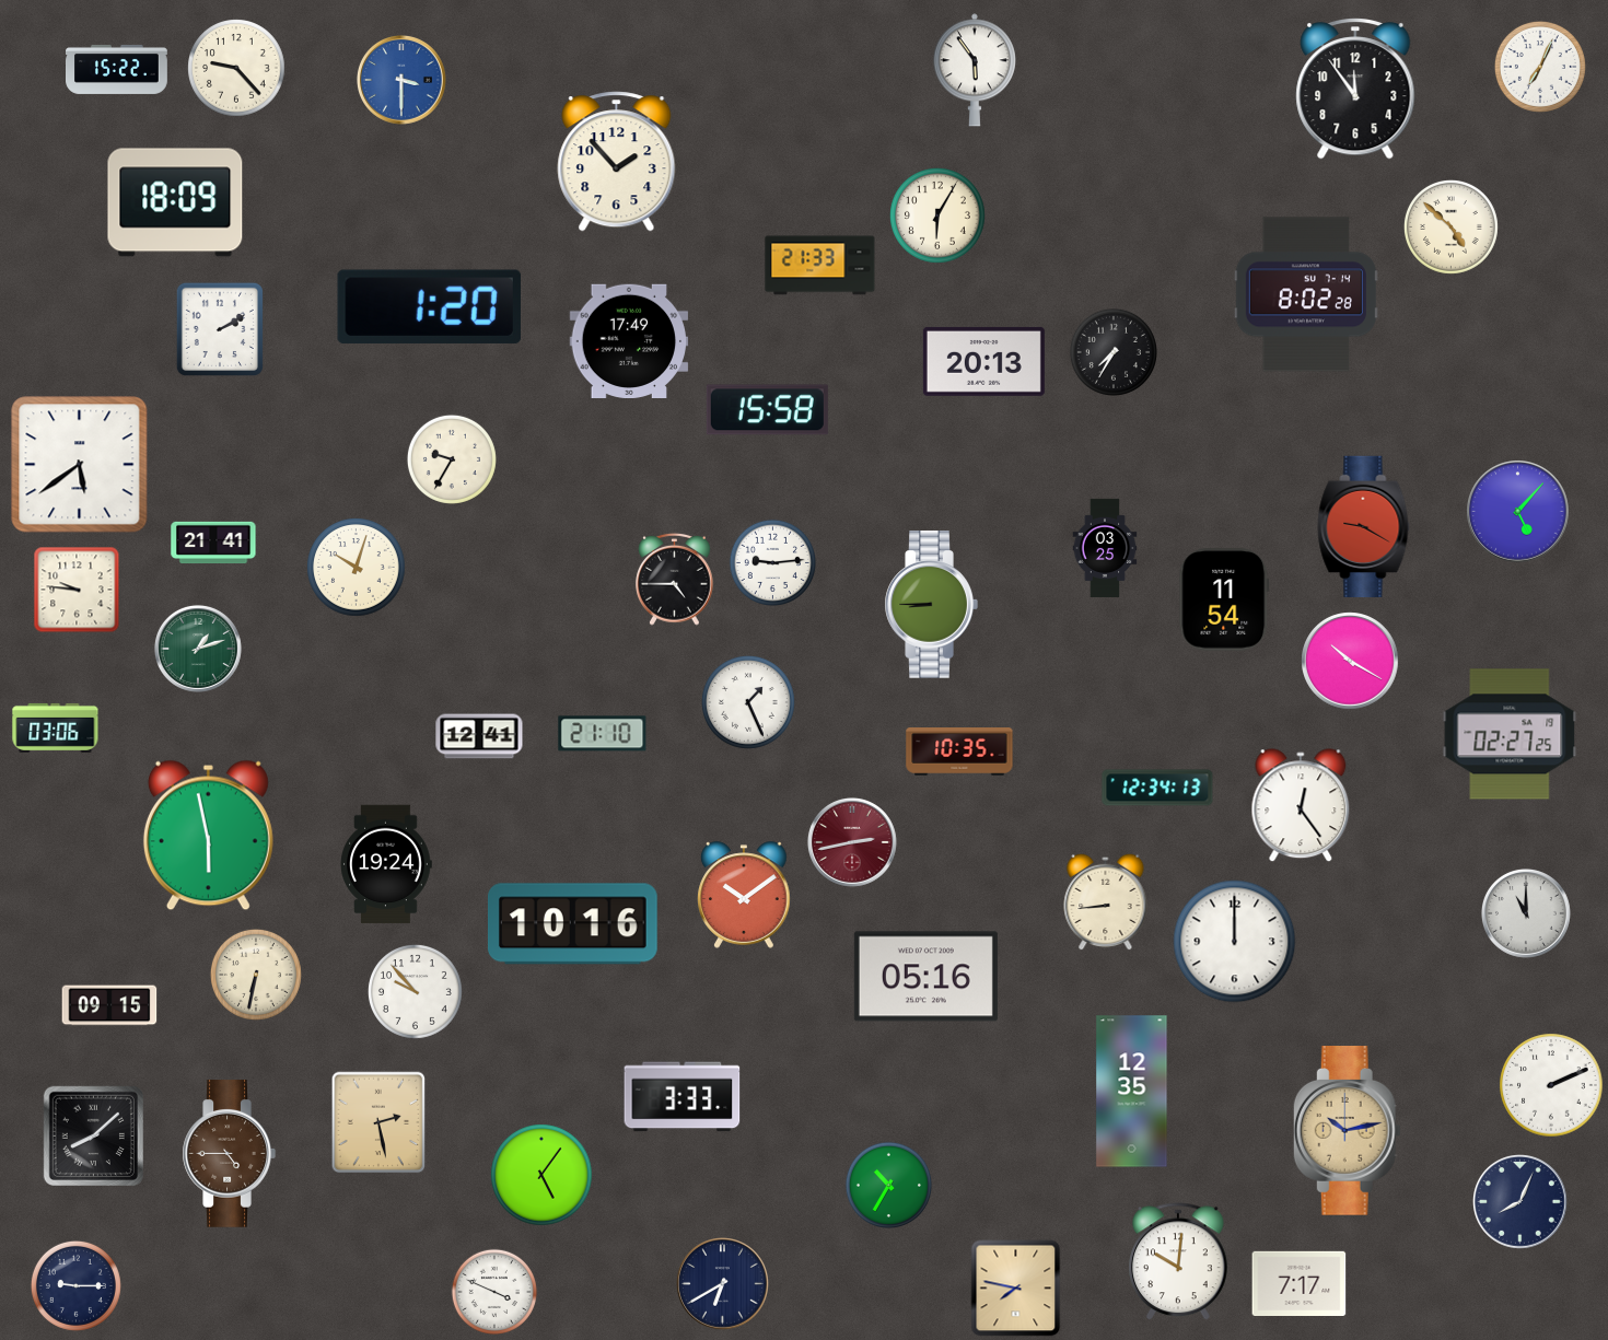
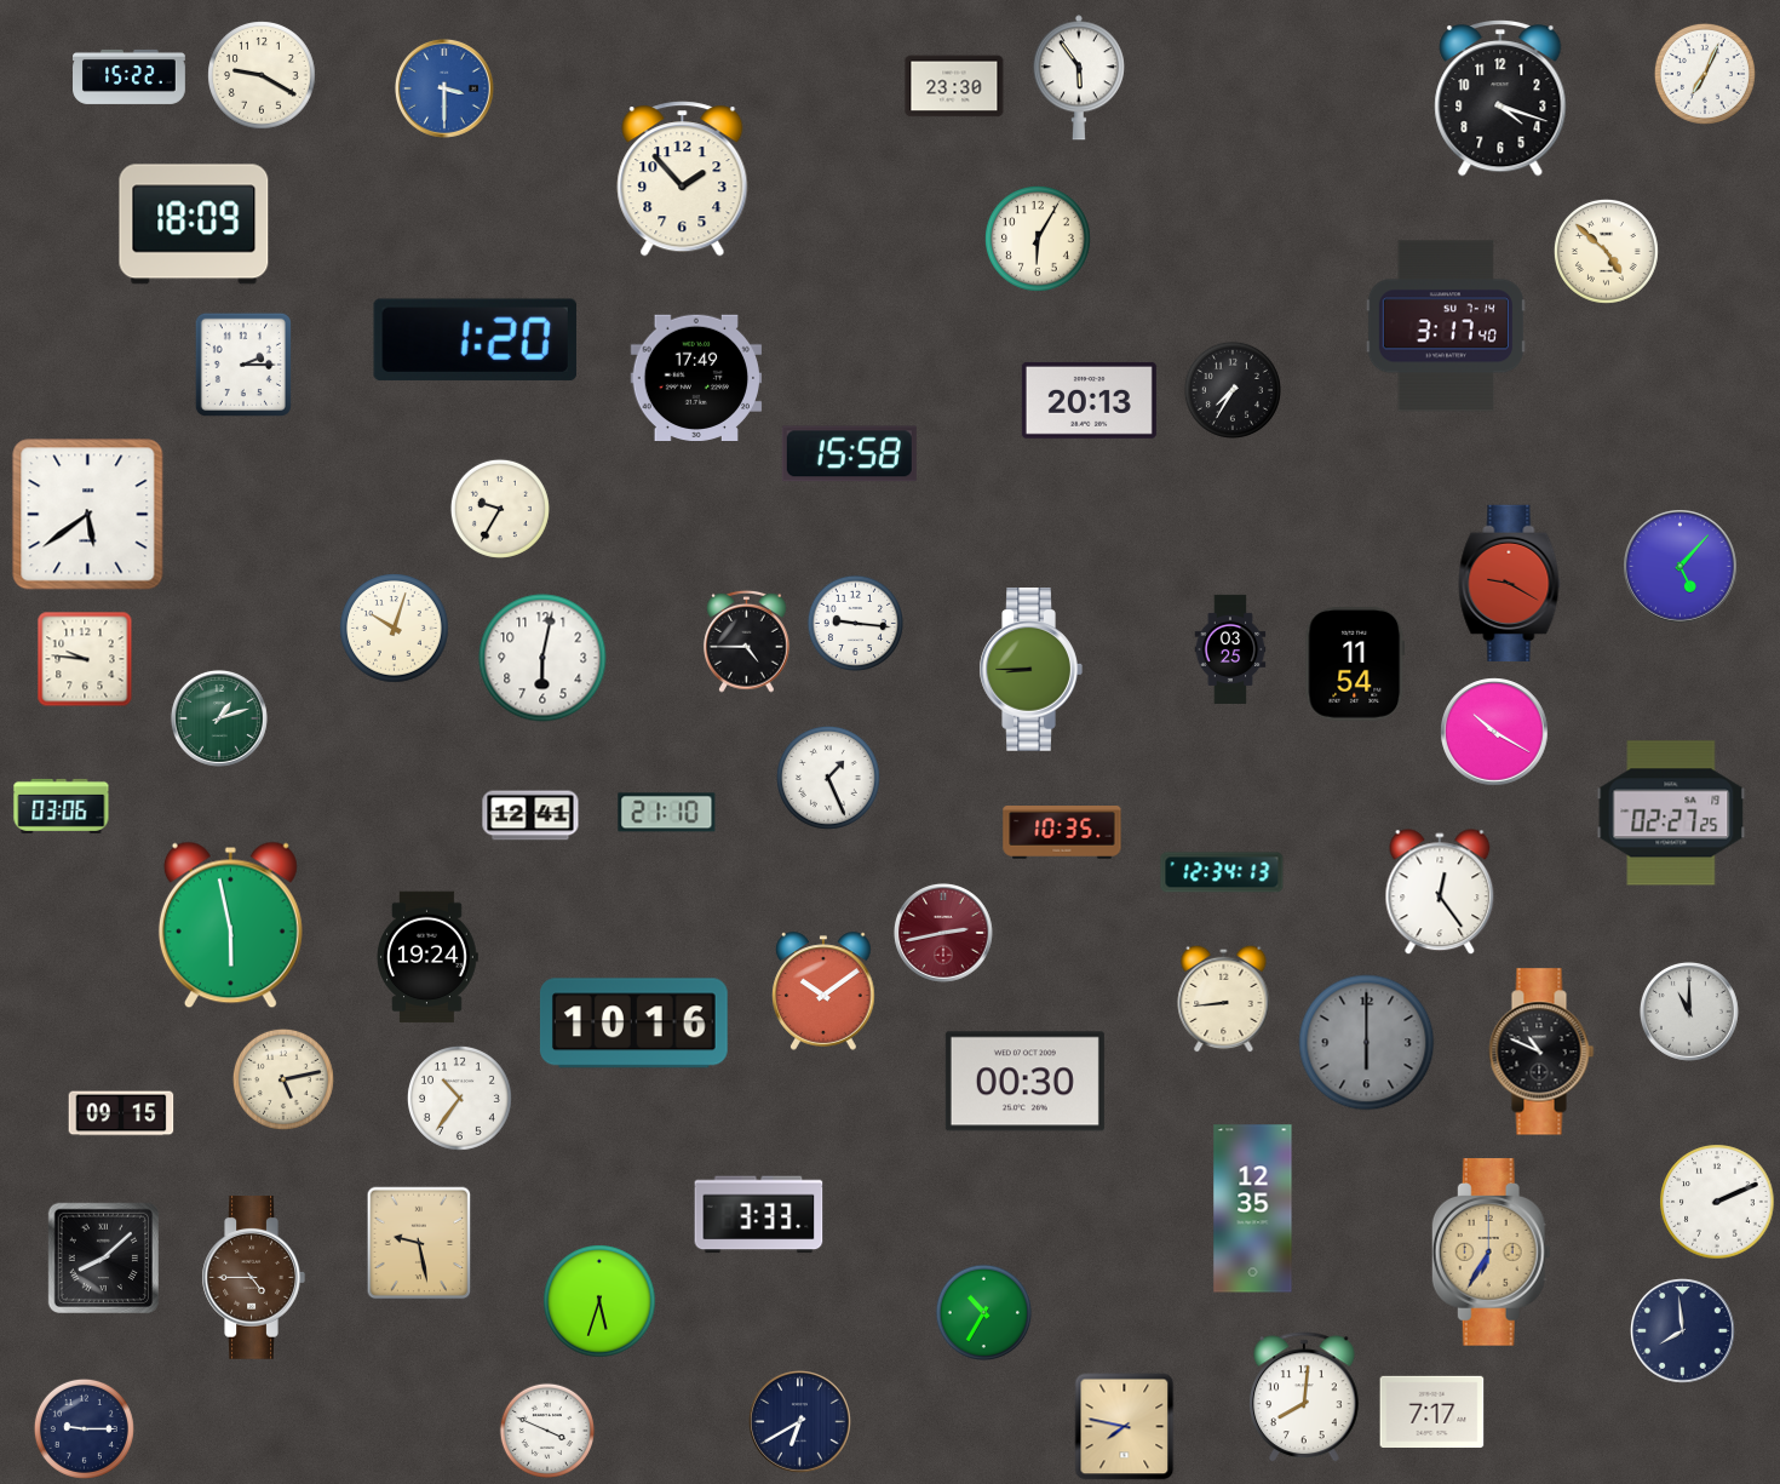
clock at (236, 68): 9:23 -> 9:20
clock at (954, 86): none -> 23:30
clock at (1355, 90): 11:54 -> 4:18
clock at (820, 266): 21:33 -> none
clock at (1306, 294): 8:02 -> 3:17
clock at (220, 329): 2:10 -> 2:15
clock at (213, 543): 21:41 -> none
clock at (1105, 548) position: (1105, 548) -> (1230, 649)
clock at (772, 562): 9:14 -> 9:16
clock at (77, 590) position: (77, 590) -> (85, 659)
clock at (542, 658): none -> 6:02
clock at (1157, 788) position: (1157, 788) -> (1222, 872)
clock at (1235, 942): 12:00 -> 6:00
clock at (1235, 942) dial: white -> grey
clock at (1541, 1052): none -> 10:49
clock at (256, 975): 6:32 -> 5:13
clock at (925, 977): 05:16 -> 00:30
clock at (415, 991): 9:53 -> 10:36
clock at (683, 1097) position: (683, 1097) -> (759, 1215)
clock at (378, 1122): 2:28 -> 9:28
clock at (1347, 1131): 10:13 -> 6:35
clock at (541, 1175): 5:06 -> 5:33
clock at (1520, 1202): 8:04 -> 7:59
clock at (1179, 1262): 10:01 -> 8:01
clock at (1300, 1283) position: (1300, 1283) -> (1432, 1411)
clock at (75, 1285) position: (75, 1285) -> (84, 1428)
